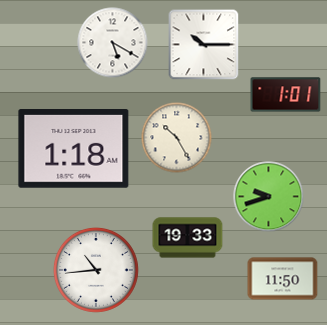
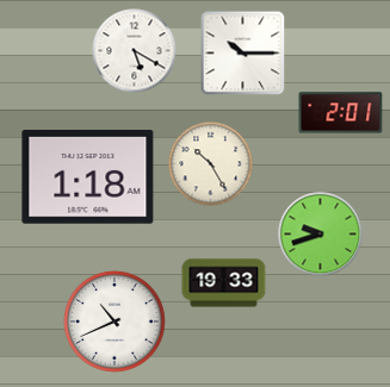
clock at (286, 95): 1:01 -> 2:01
clock at (96, 270): 10:44 -> 10:41
clock at (283, 279): 11:50 -> none
